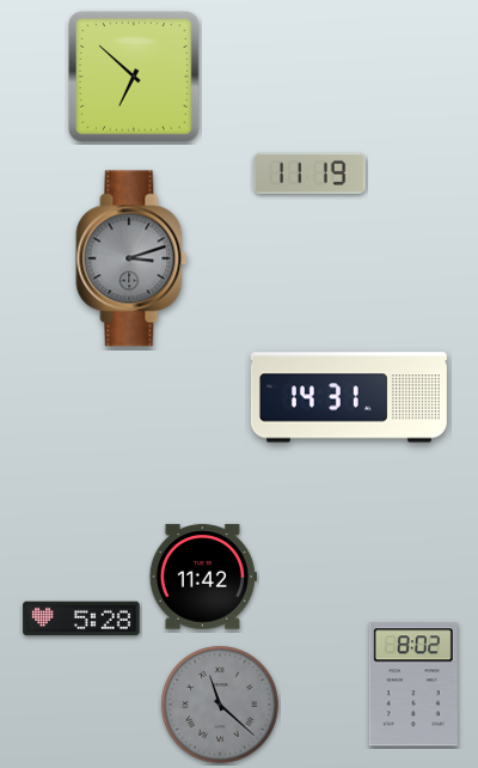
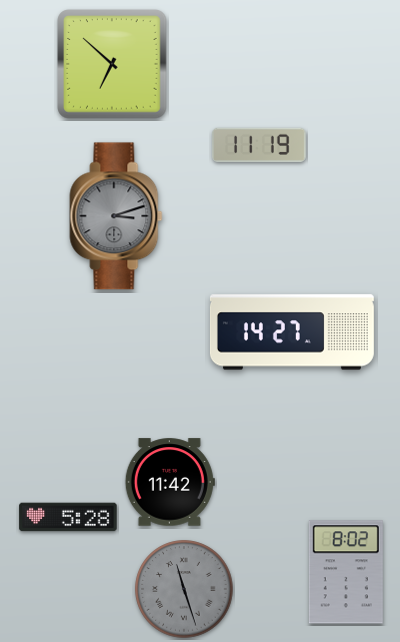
clock at (131, 258) position: (131, 258) -> (116, 216)
clock at (349, 397): 14:31 -> 14:27
clock at (220, 705): 11:22 -> 11:27
